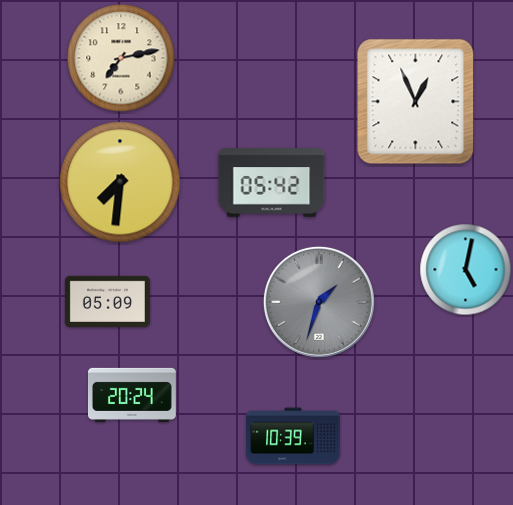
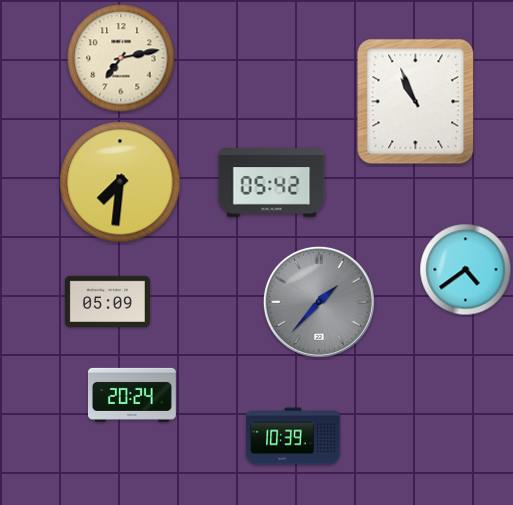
clock at (416, 102): 12:56 -> 10:56
clock at (466, 270): 5:02 -> 4:39
clock at (319, 302): 1:33 -> 1:37
